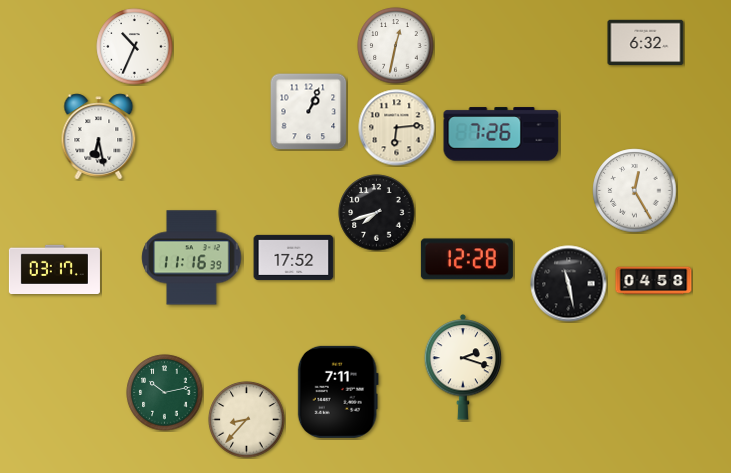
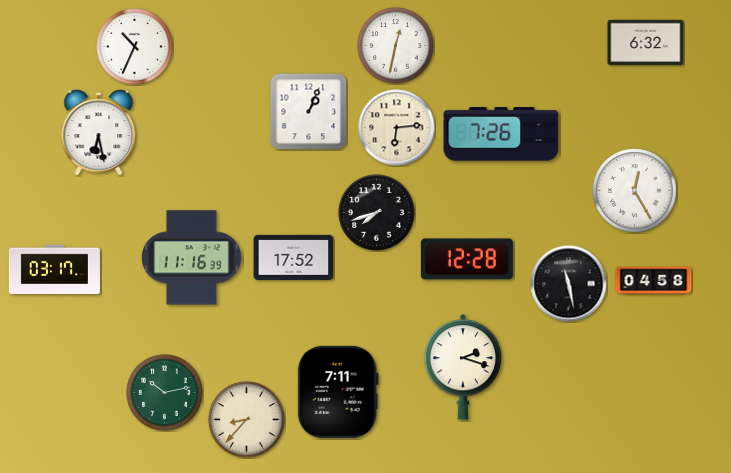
clock at (99, 137) position: (99, 137) -> (99, 133)
